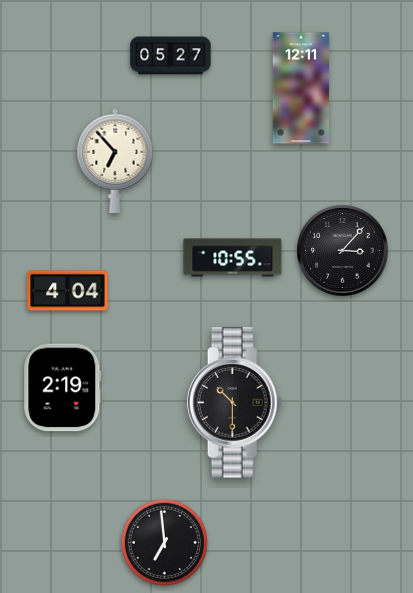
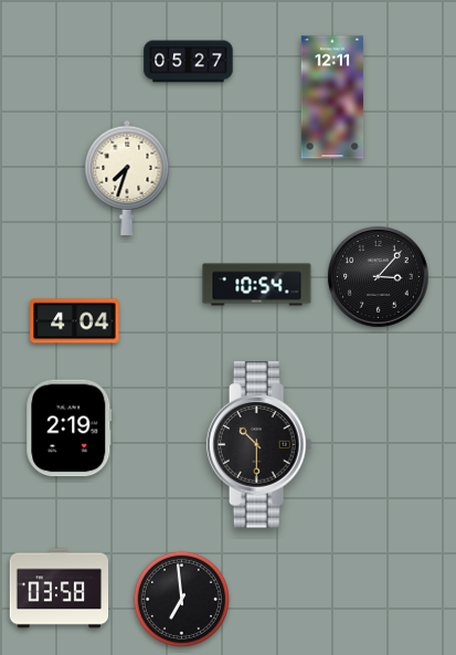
clock at (115, 161): 6:53 -> 7:33
clock at (233, 258): 10:55 -> 10:54
clock at (60, 589): none -> 03:58
